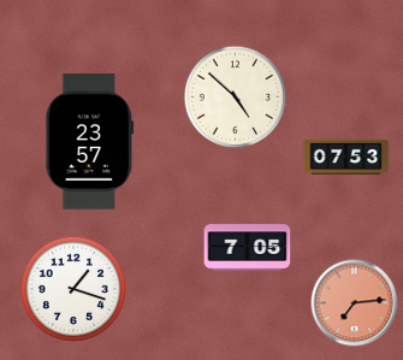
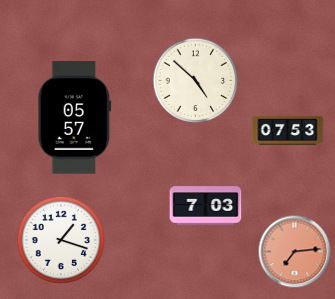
clock at (90, 142): 23:57 -> 05:57
clock at (248, 248): 7:05 -> 7:03
